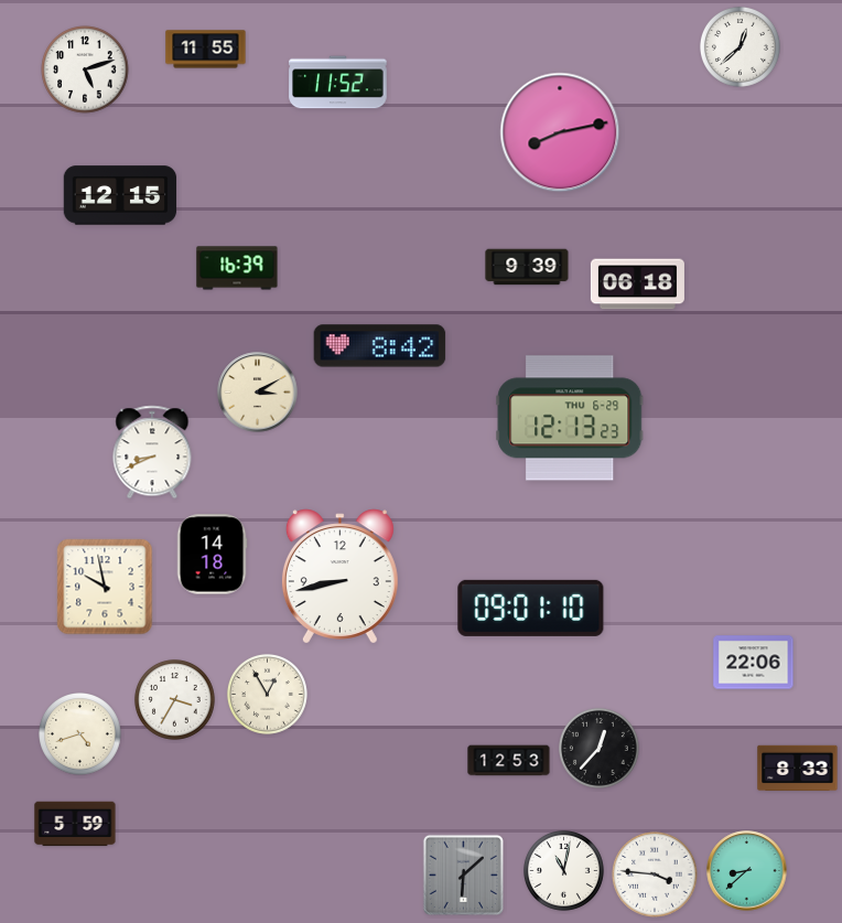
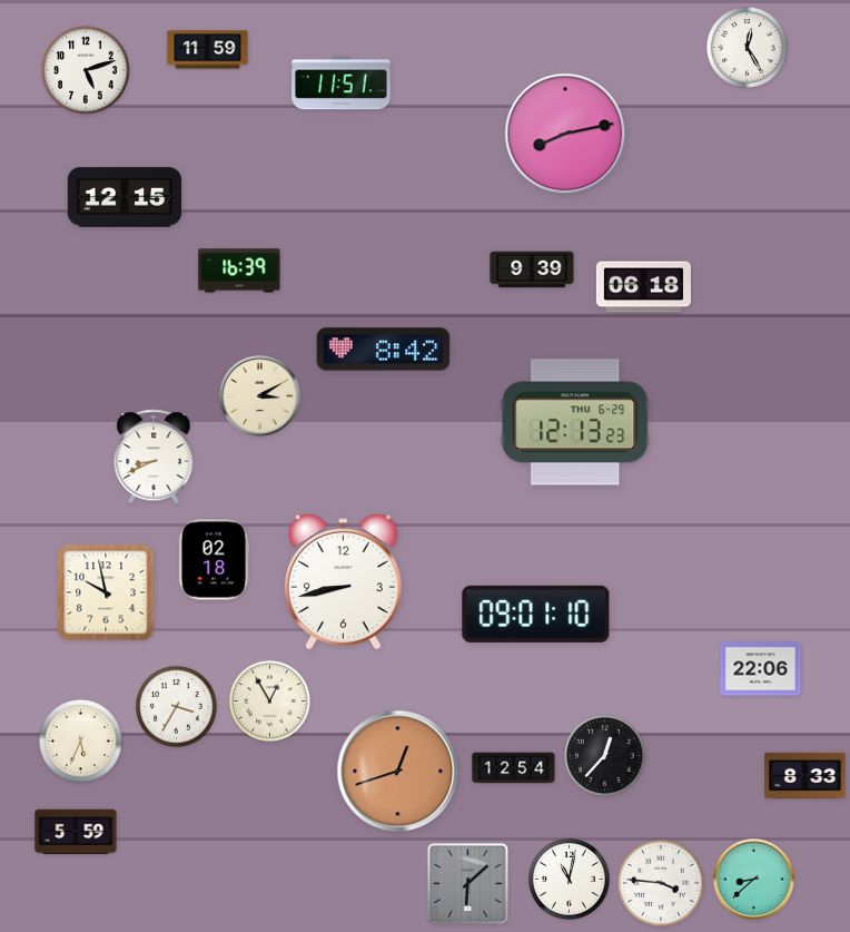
clock at (740, 46): 12:38 -> 12:25
clock at (206, 50): 11:55 -> 11:59
clock at (338, 83): 11:52 -> 11:51
clock at (120, 195) position: (120, 195) -> (125, 197)
clock at (212, 555): 14:18 -> 02:18
clock at (80, 734): 4:42 -> 5:34
clock at (509, 761): 12:53 -> 12:54
clock at (398, 772): none -> 12:42
